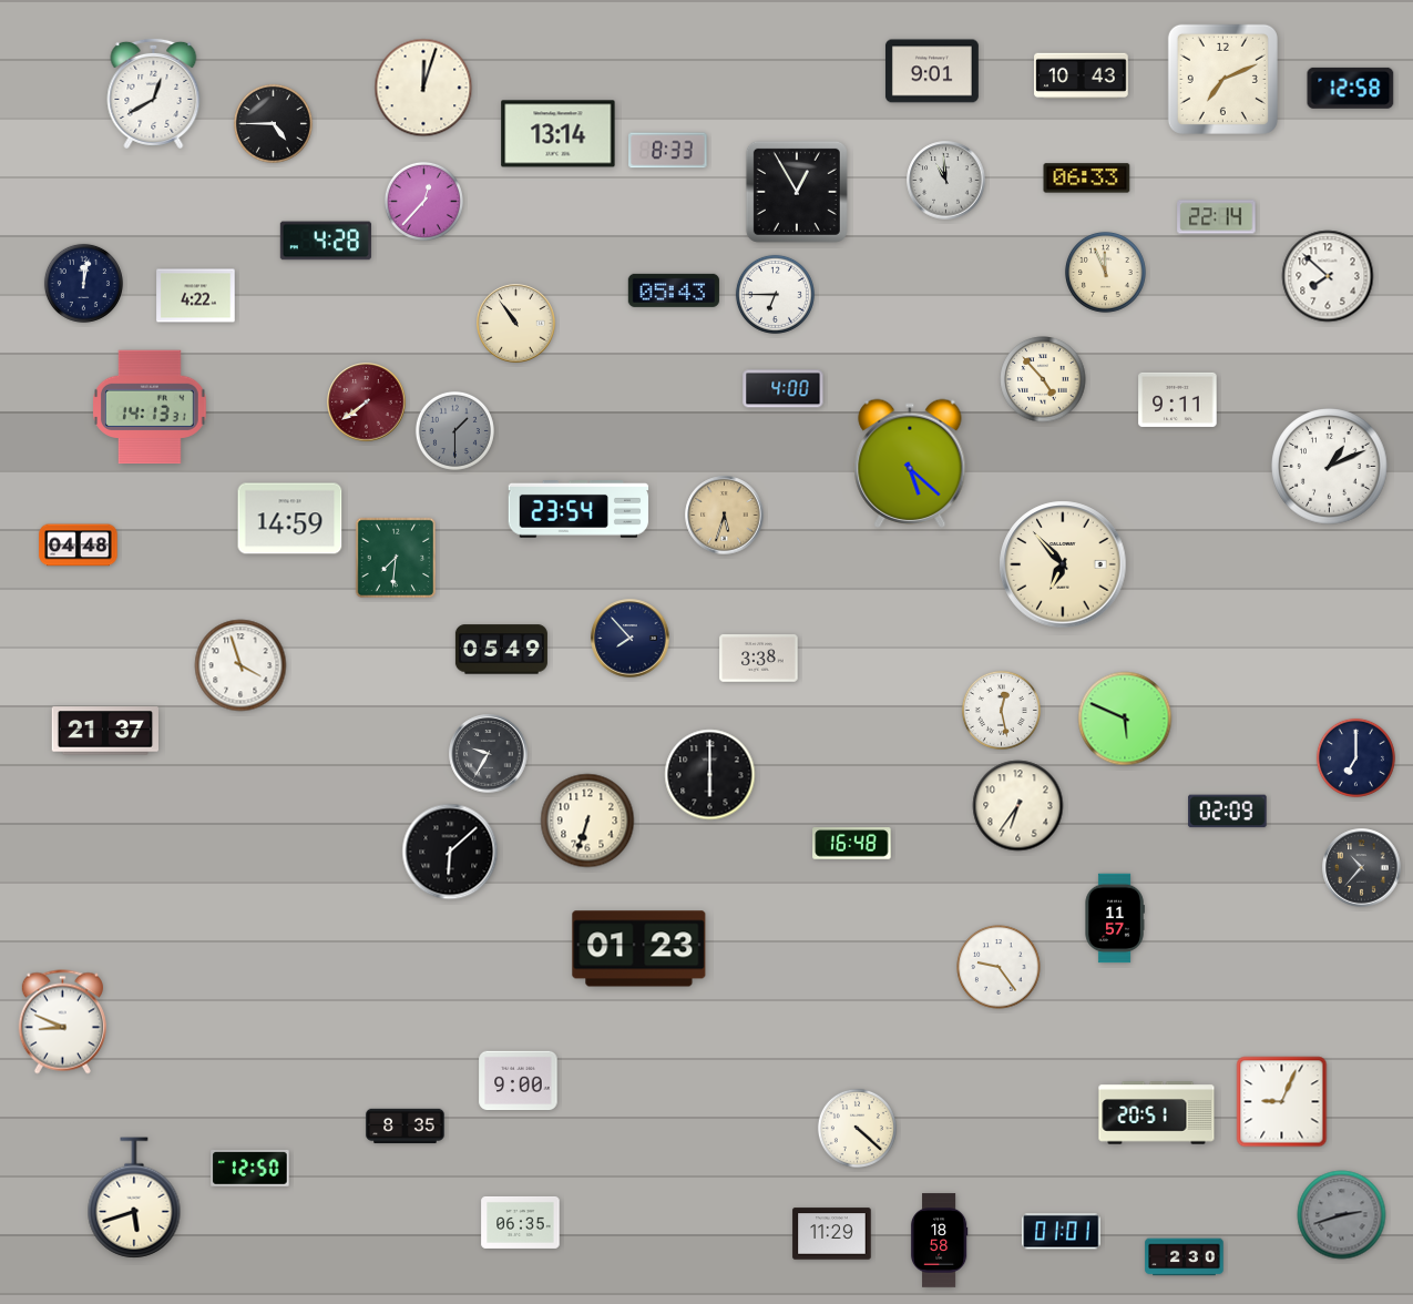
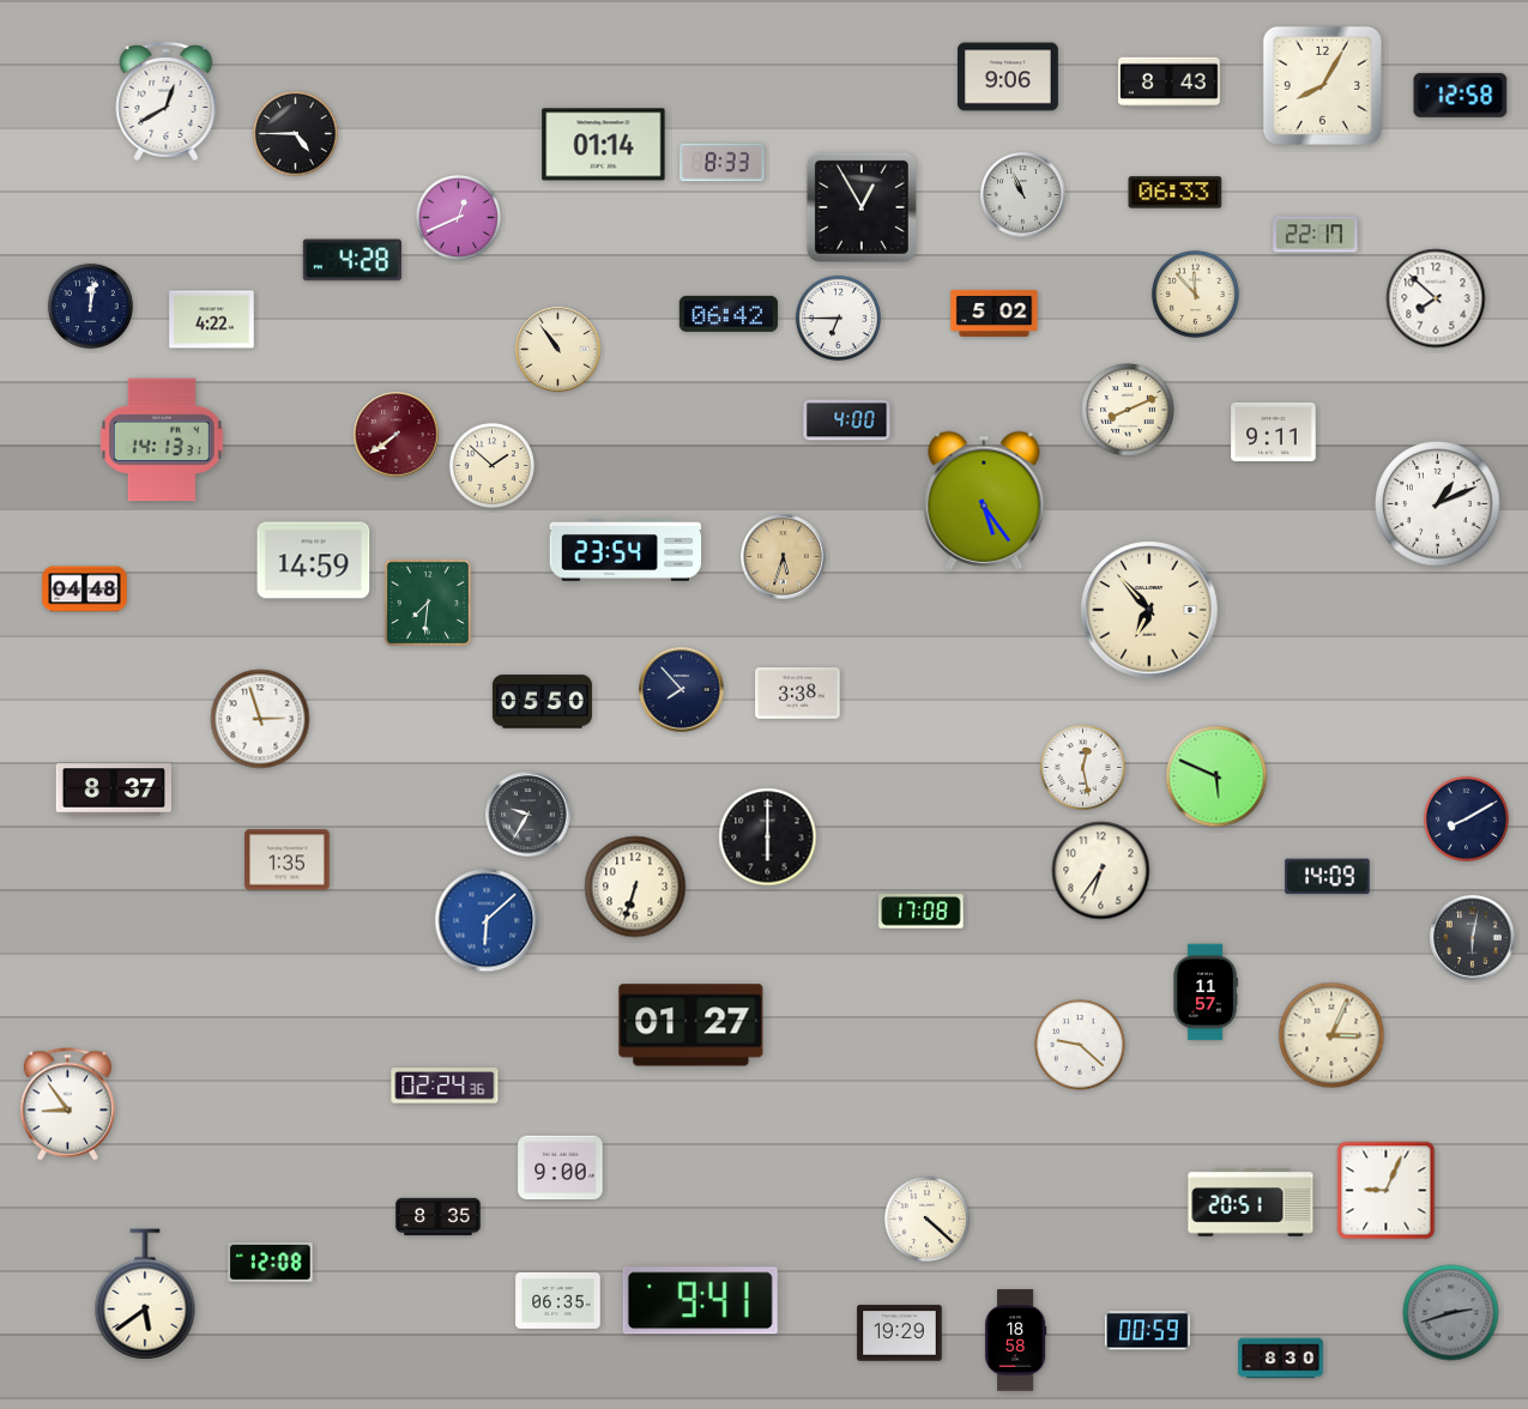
clock at (932, 71): 9:01 -> 9:06
clock at (1082, 77): 10:43 -> 8:43
clock at (1222, 79): 7:11 -> 8:05
clock at (423, 88): 12:03 -> none
clock at (559, 134): 13:14 -> 01:14
clock at (946, 181): 10:59 -> 10:56
clock at (423, 201): 12:37 -> 12:41
clock at (1217, 217): 22:14 -> 22:17
clock at (1105, 272): 11:56 -> 11:53
clock at (995, 313): none -> 5:02
clock at (674, 291): 05:43 -> 06:42
clock at (1043, 379): 4:53 -> 8:11
clock at (454, 430): 1:30 -> 1:52
clock at (454, 430) dial: grey -> cream
clock at (910, 463): 5:22 -> 5:24
clock at (501, 650): 05:49 -> 05:50
clock at (759, 659) position: (759, 659) -> (798, 694)
clock at (240, 665): 3:57 -> 2:57
clock at (105, 731): 21:37 -> 8:37
clock at (1355, 757): 7:00 -> 8:10
clock at (288, 860): none -> 1:35
clock at (1228, 812): 02:09 -> 14:09
clock at (852, 844): 16:48 -> 17:08
clock at (450, 852) dial: black -> blue
clock at (1362, 868): 10:37 -> 6:02
clock at (639, 949): 01:23 -> 01:27
clock at (1331, 1035): none -> 3:04
clock at (999, 967): 9:24 -> 9:22
clock at (445, 1086): none -> 02:24
clock at (62, 1022): 8:49 -> 8:54
clock at (250, 1168): 12:50 -> 12:08
clock at (134, 1198): 5:42 -> 5:39
clock at (700, 1301): none -> 9:41
clock at (521, 1222) position: (521, 1222) -> (558, 1300)
clock at (1062, 1232): 01:01 -> 00:59
clock at (832, 1234): 11:29 -> 19:29
clock at (1185, 1257): 2:30 -> 8:30
